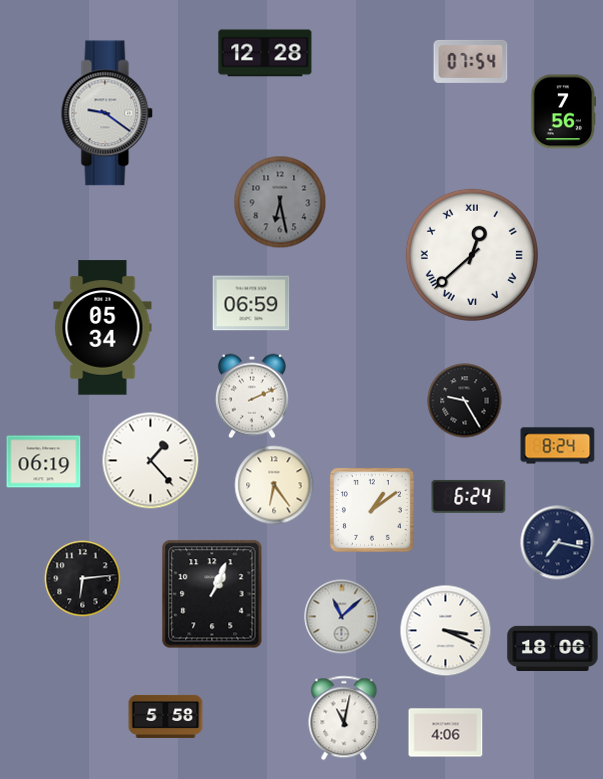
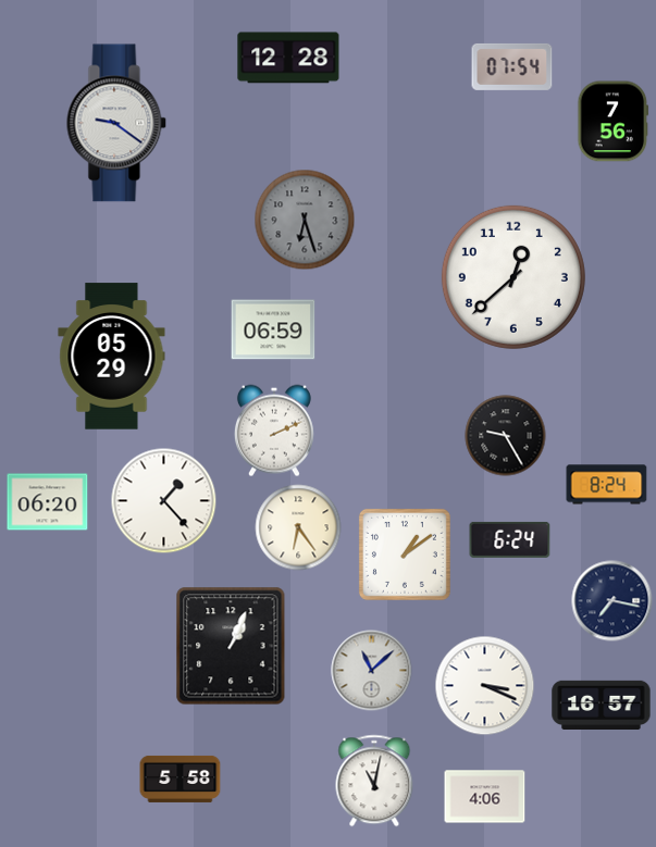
clock at (280, 202): 6:28 -> 6:27
clock at (472, 255) numerals: Roman -> Arabic
clock at (103, 328): 05:34 -> 05:29
clock at (44, 462): 06:19 -> 06:20
clock at (558, 543) position: (558, 543) -> (612, 601)
clock at (83, 579): 6:14 -> none
clock at (553, 648): 18:06 -> 16:57
